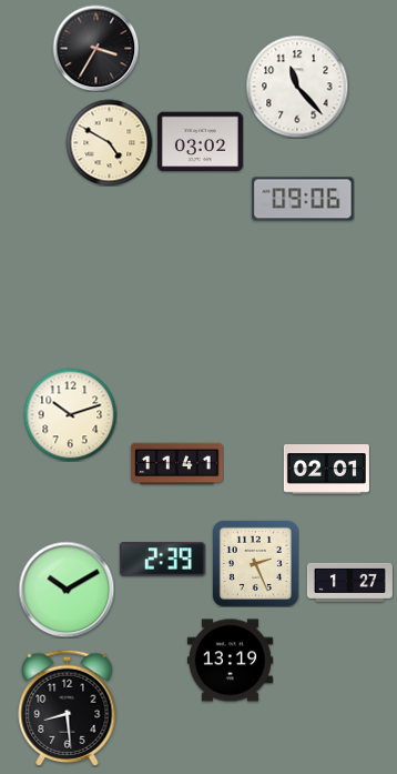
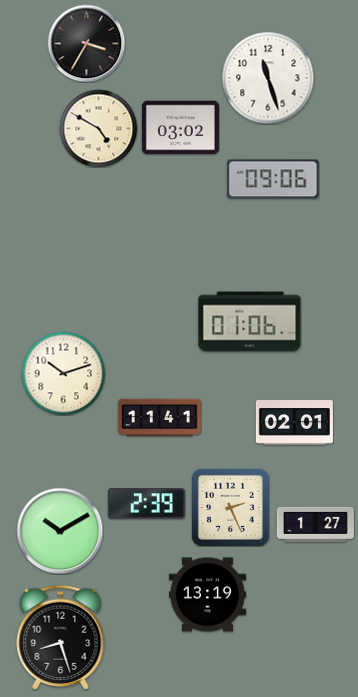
clock at (297, 87): 11:23 -> 11:27
clock at (250, 322): none -> 01:06
clock at (68, 707): 8:29 -> 8:27
